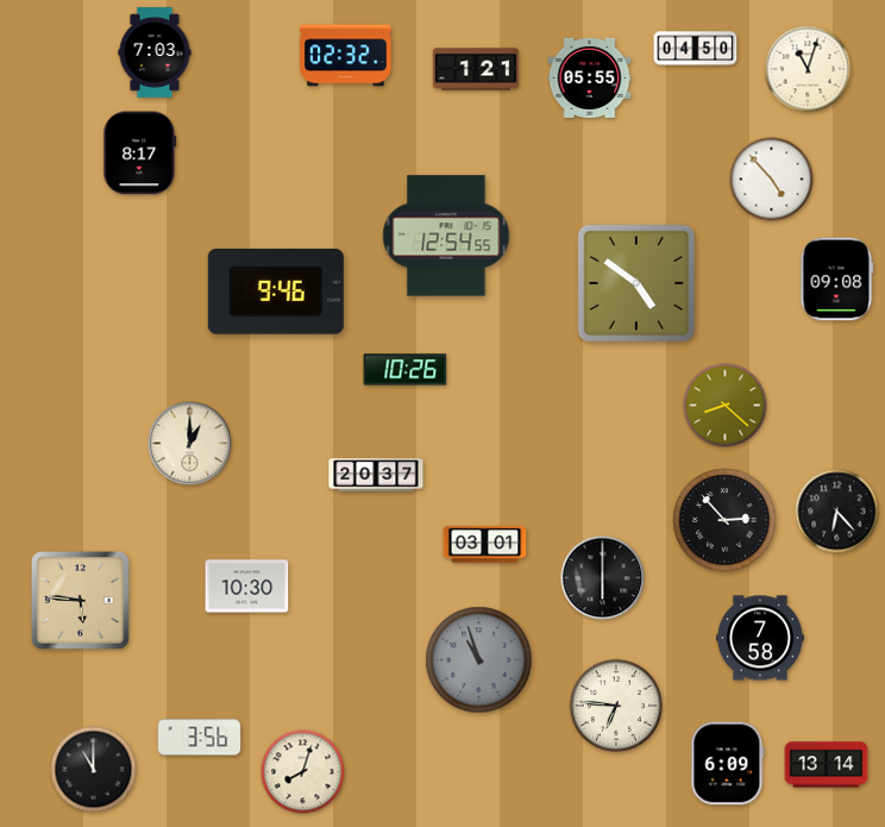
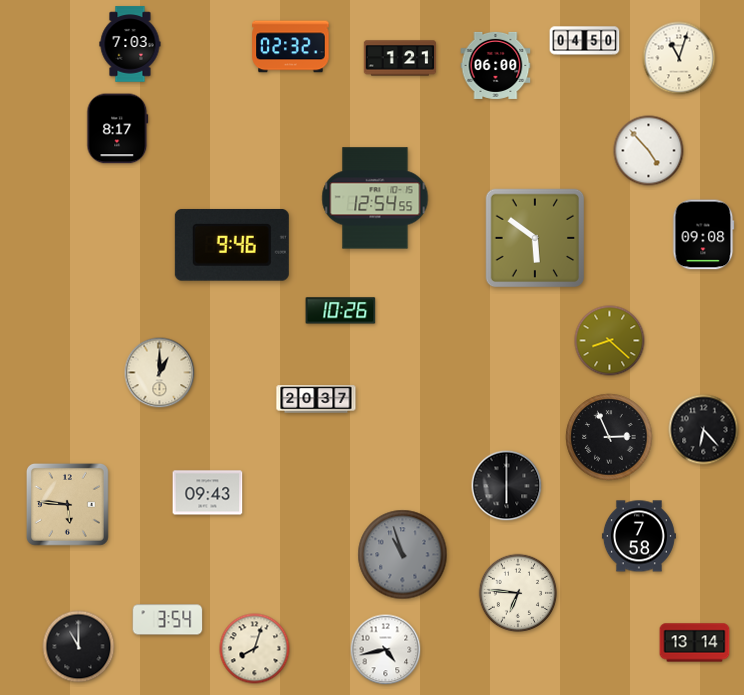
clock at (590, 77): 05:55 -> 06:00
clock at (636, 283): 4:51 -> 5:51
clock at (724, 520): 2:53 -> 2:56
clock at (485, 545): 03:01 -> none
clock at (247, 587): 10:30 -> 09:43
clock at (200, 738): 3:56 -> 3:54
clock at (728, 764): 6:09 -> none
clock at (386, 650): none -> 4:43
